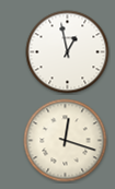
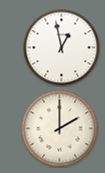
clock at (66, 141): 12:18 -> 2:00
